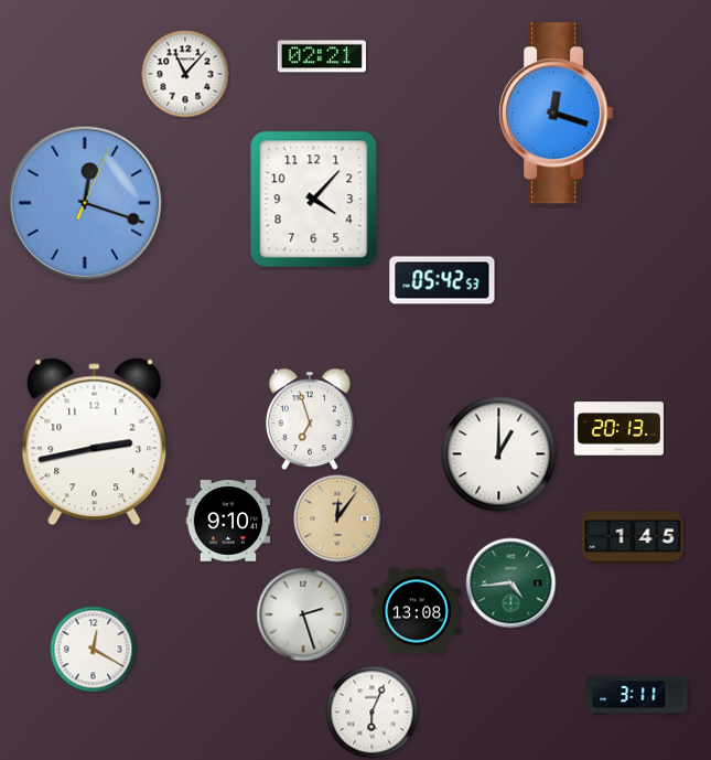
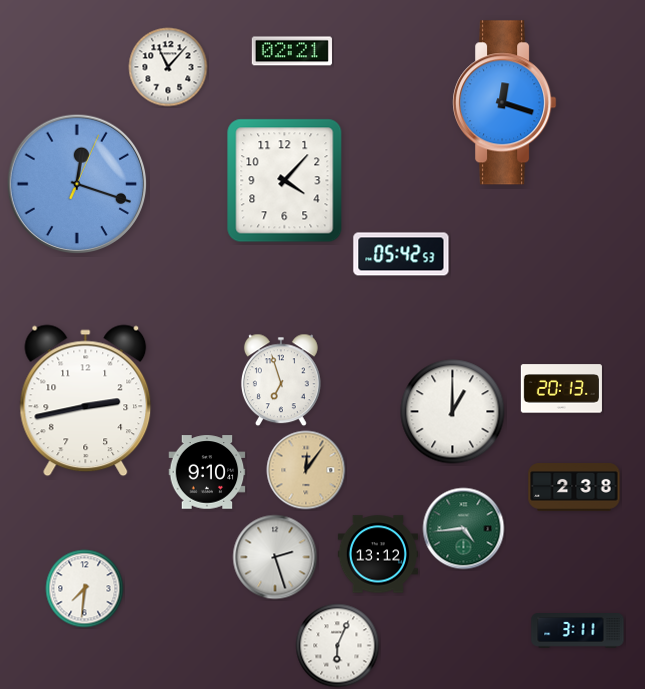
clock at (633, 537): 1:45 -> 2:38
clock at (416, 611): 13:08 -> 13:12
clock at (94, 650): 12:20 -> 7:31
